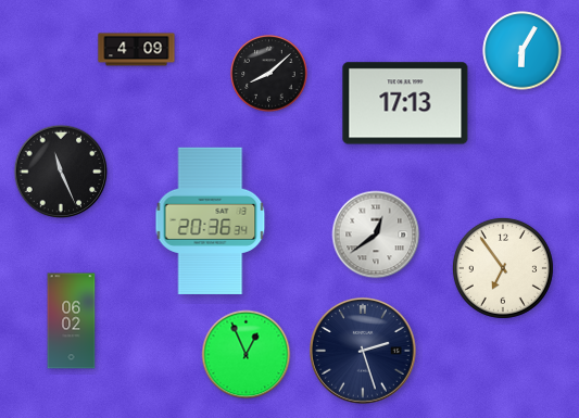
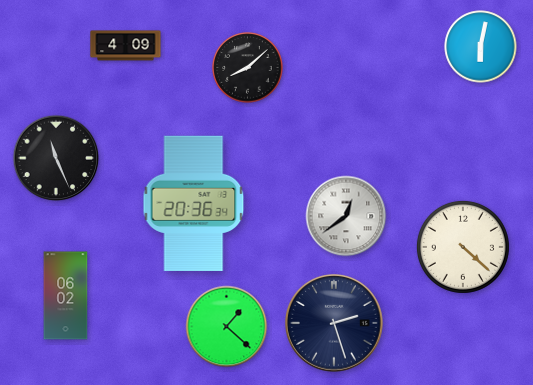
clock at (523, 51): 6:05 -> 6:02
clock at (405, 103): 17:13 -> none
clock at (503, 268): 6:54 -> 4:22
clock at (247, 355): 12:56 -> 1:22
